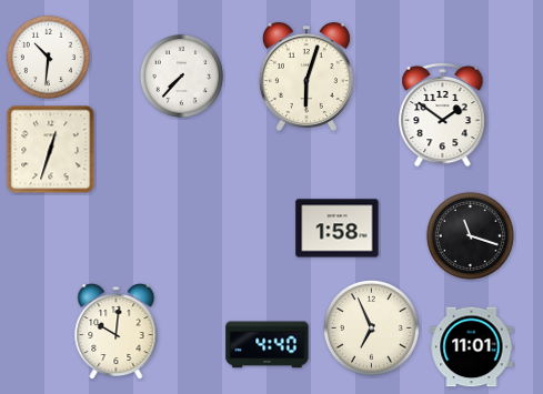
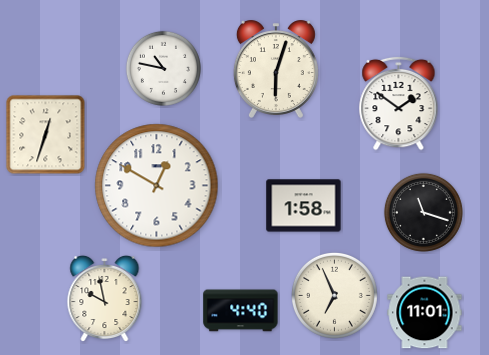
clock at (48, 57): 10:31 -> none
clock at (181, 75): 7:37 -> 10:47
clock at (157, 186): none -> 12:50
clock at (117, 332): 10:01 -> 9:58
